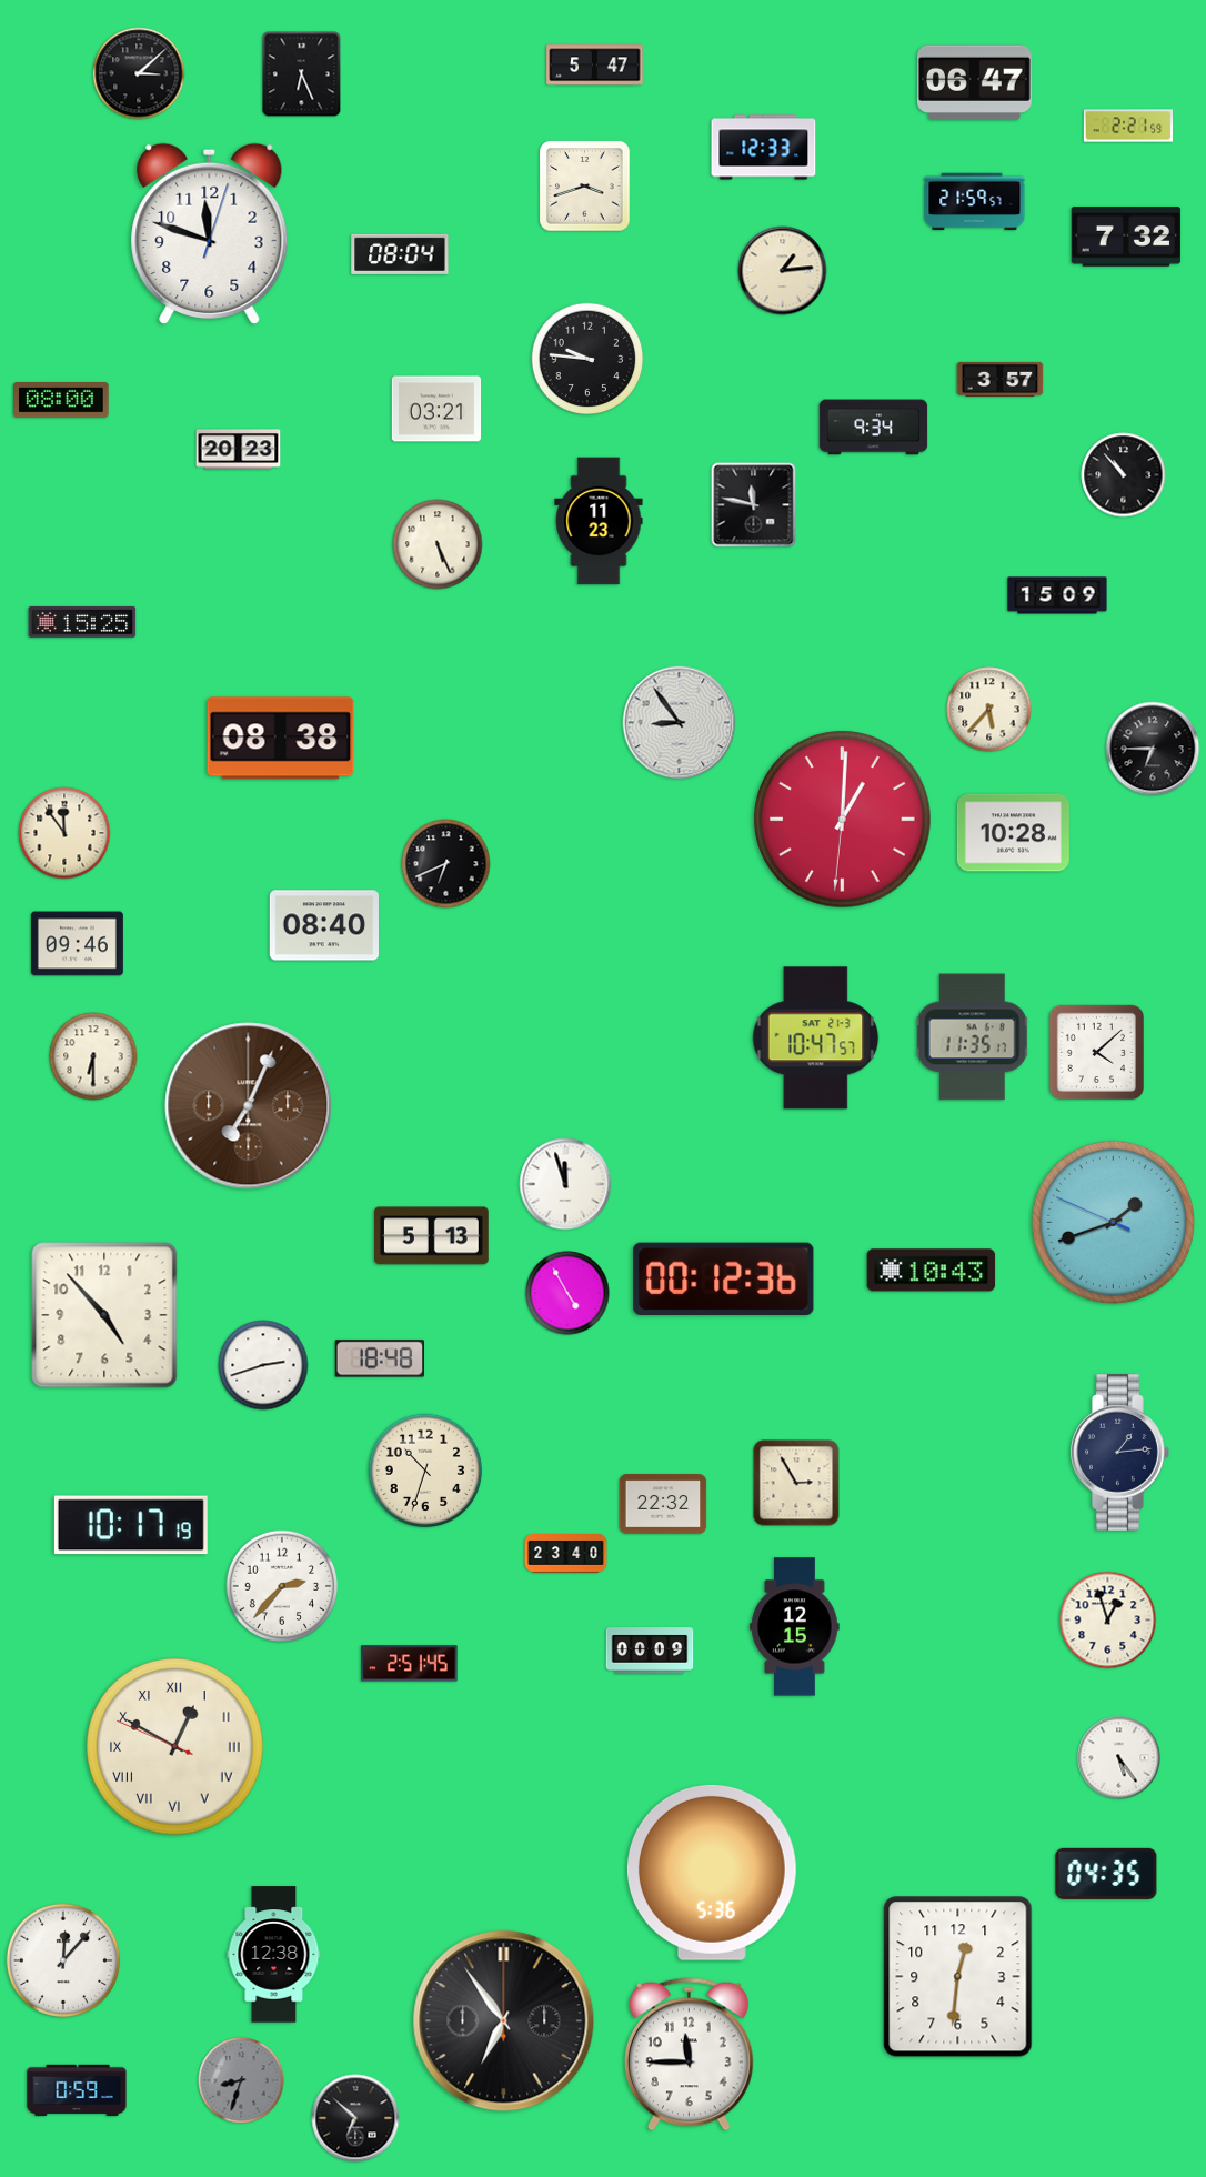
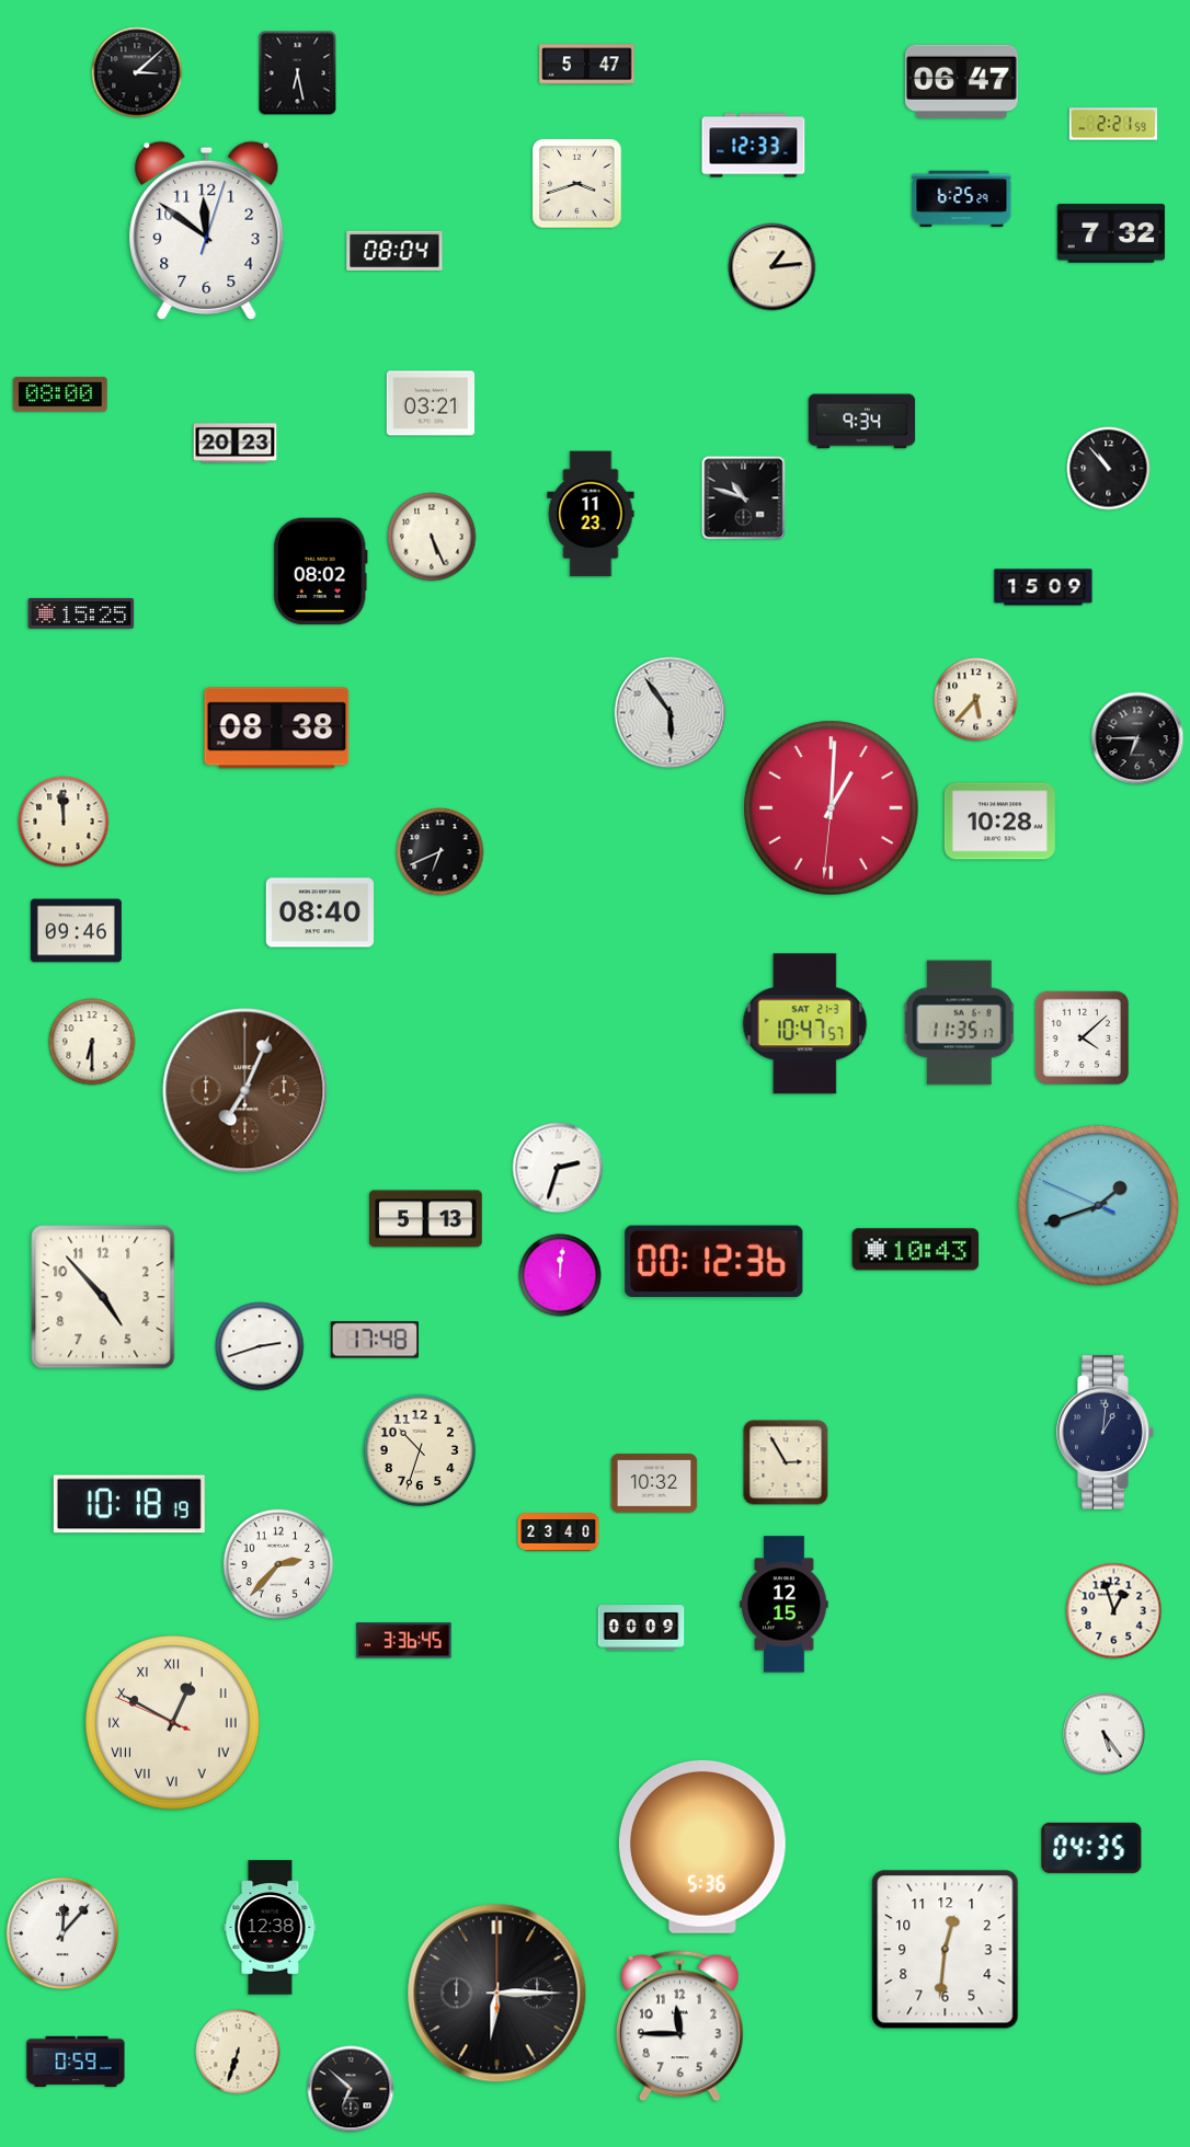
clock at (302, 74): 6:26 -> 6:28
clock at (975, 202): 21:59 -> 6:25
clock at (210, 234): 11:48 -> 11:51
clock at (587, 359): 9:46 -> none
clock at (1001, 379): 3:57 -> none
clock at (754, 505): 11:47 -> 10:48
clock at (320, 572): none -> 08:02
clock at (680, 723): 8:54 -> 5:54
clock at (64, 833): 11:54 -> 11:59
clock at (565, 1184): 11:57 -> 2:33
clock at (932, 1271) position: (932, 1271) -> (916, 1250)
clock at (567, 1293): 4:55 -> 12:01
clock at (379, 1358): 18:48 -> 17:48
clock at (1120, 1453): 1:14 -> 1:01
clock at (663, 1504): 22:32 -> 10:32
clock at (131, 1525): 10:17 -> 10:18
clock at (1108, 1621) position: (1108, 1621) -> (1114, 1611)
clock at (410, 1664): 2:51 -> 3:36
clock at (504, 2021): 6:54 -> 6:15
clock at (241, 2080): 8:33 -> 6:33
clock at (241, 2080) dial: grey -> cream
